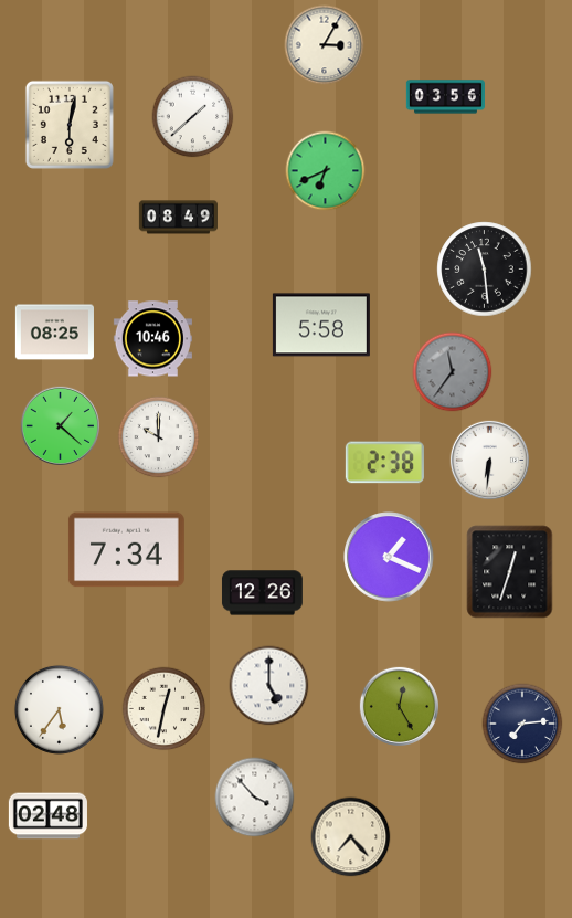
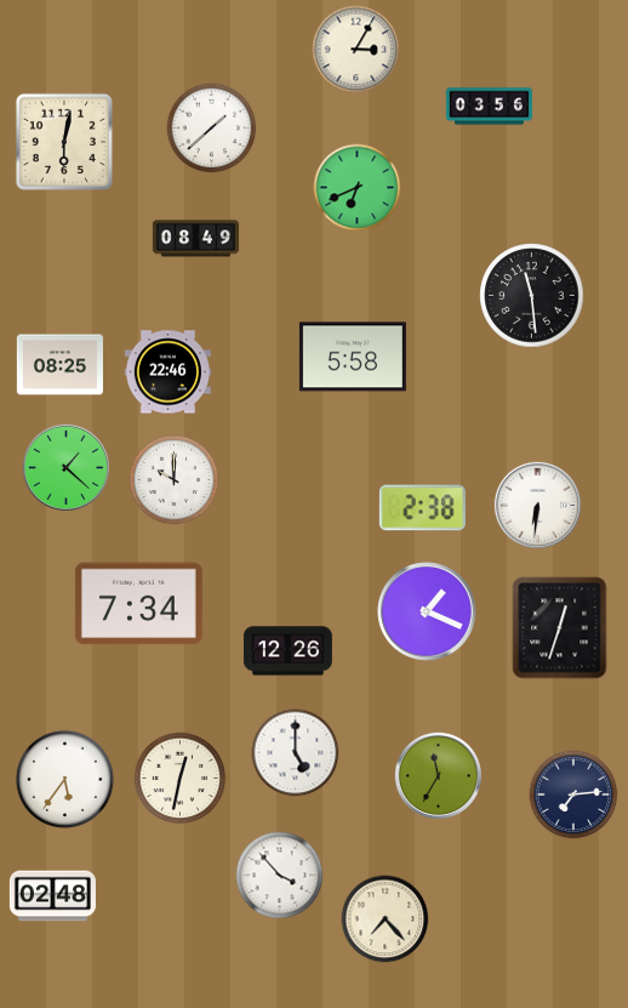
clock at (70, 125) position: (70, 125) -> (64, 142)
clock at (152, 339): 10:46 -> 22:46
clock at (453, 372): 11:36 -> none
clock at (399, 706): 12:25 -> 11:35
